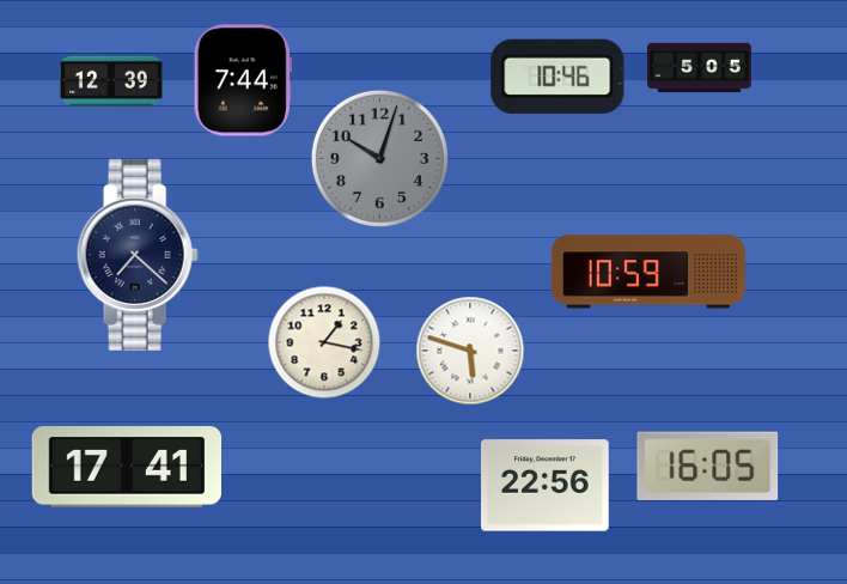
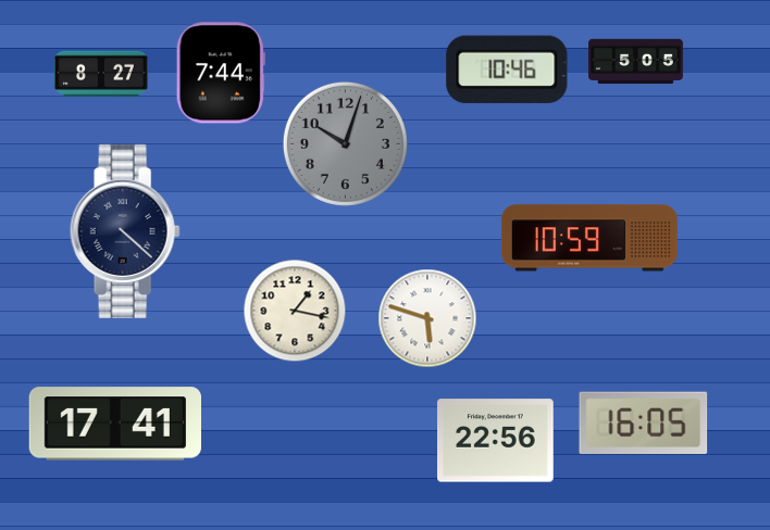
clock at (111, 81): 12:39 -> 8:27
clock at (138, 255): 7:22 -> 4:22
clock at (648, 272) position: (648, 272) -> (589, 238)
